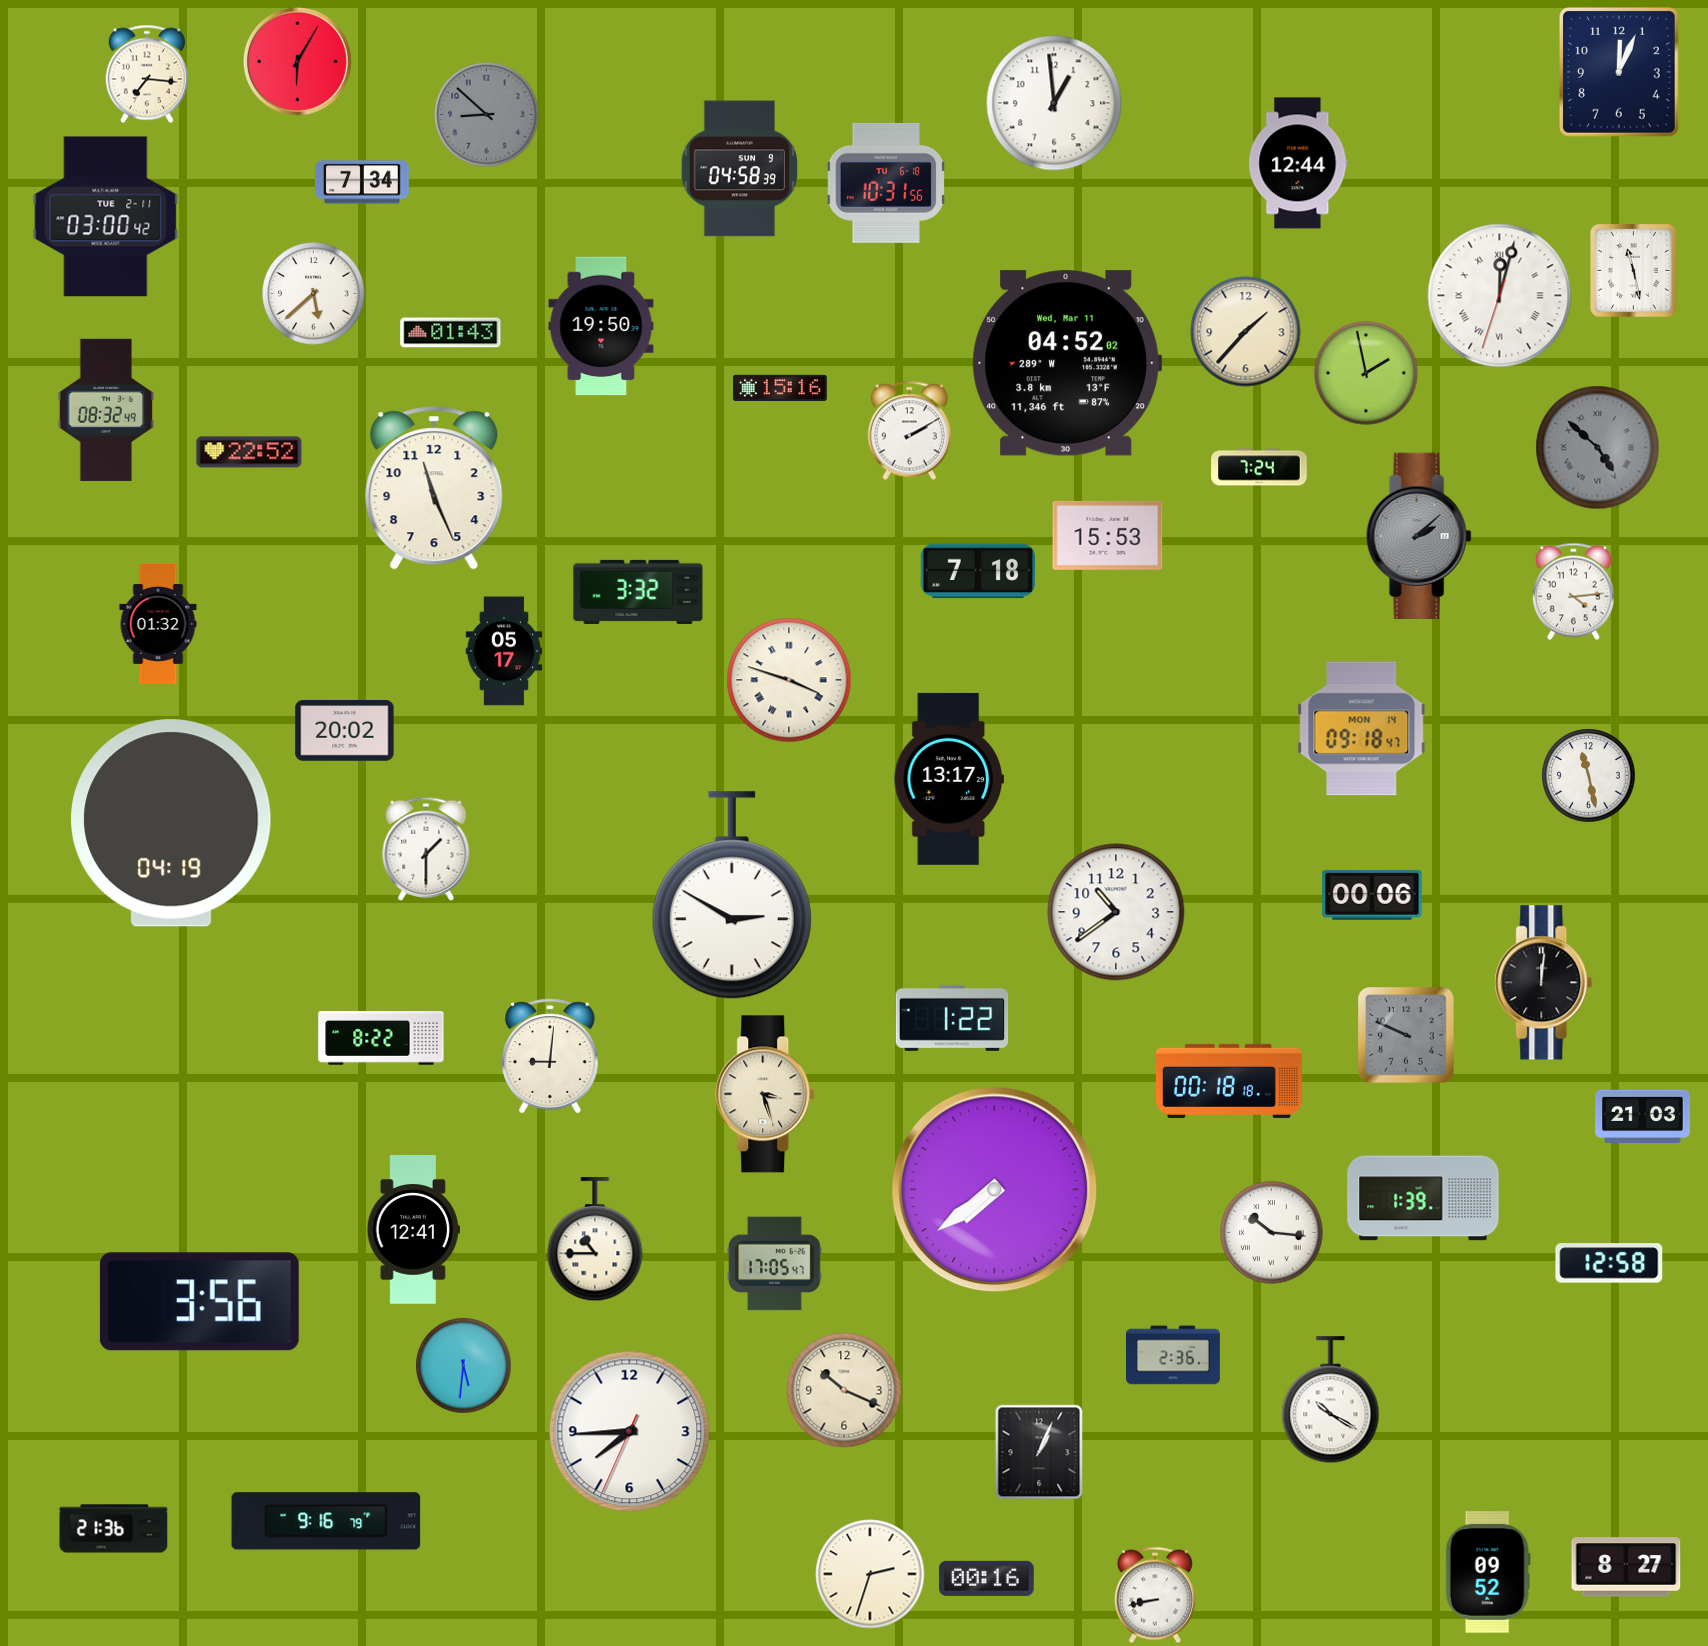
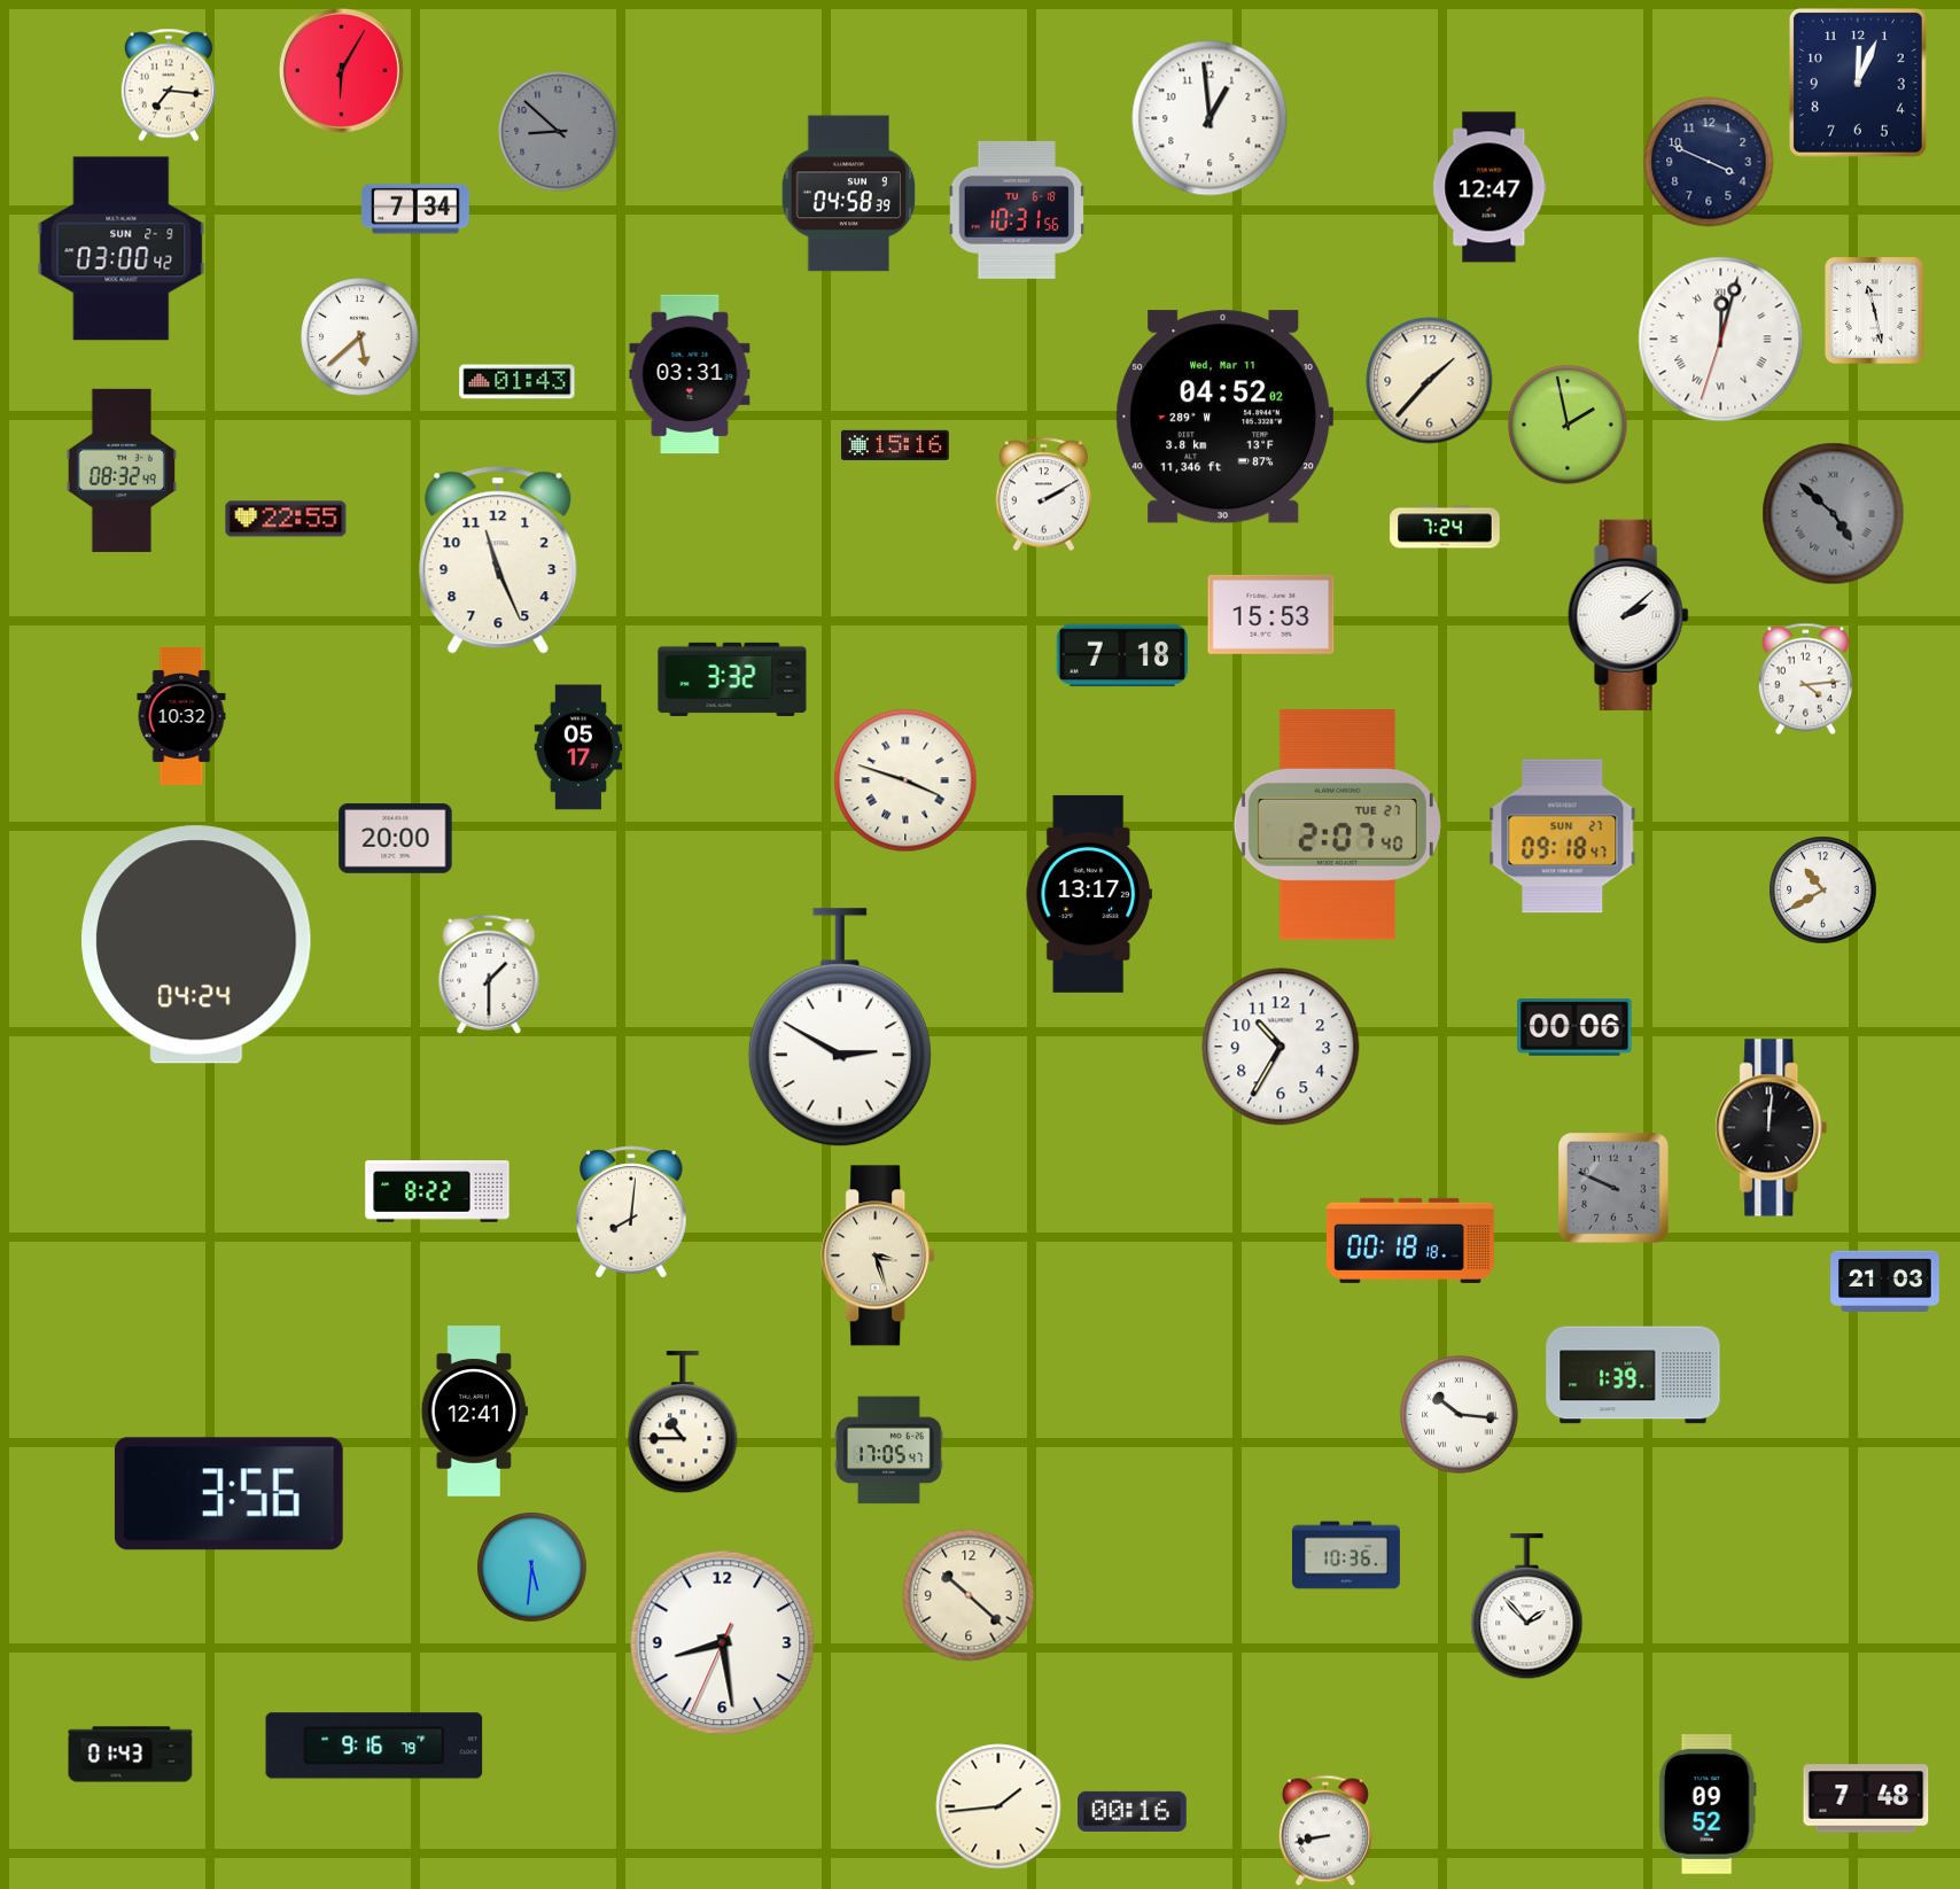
clock at (1709, 162): none -> 3:49
clock at (1298, 163): 12:44 -> 12:47
clock at (106, 217) date: TUE 2-11 -> SUN 2-9
clock at (601, 326): 19:50 -> 03:31
clock at (1366, 373) position: (1366, 373) -> (1568, 425)
clock at (249, 452): 22:52 -> 22:55
clock at (1259, 467) position: (1259, 467) -> (1445, 527)
clock at (1419, 536) dial: grey -> white
clock at (158, 625): 01:32 -> 10:32
clock at (1337, 825): none -> 2:07
clock at (1362, 729) date: MON 14 -> SUN 27
clock at (345, 731): 20:02 -> 20:00
clock at (1589, 776): 11:28 -> 10:40
clock at (171, 823): 04:19 -> 04:24
clock at (1116, 912): 10:39 -> 10:35
clock at (952, 1018): 1:22 -> none
clock at (550, 1056): 9:01 -> 8:01
clock at (995, 1190): 7:39 -> none
clock at (1609, 1263): 12:58 -> none
clock at (1174, 1355): 2:36 -> 10:36
clock at (844, 1390): 10:19 -> 10:22
clock at (1331, 1400): 10:20 -> 1:53
clock at (630, 1432): 7:44 -> 8:28
clock at (1039, 1452): 1:04 -> none
clock at (114, 1529): 21:36 -> 01:43
clock at (1626, 1567): 8:27 -> 7:48
clock at (870, 1574): 2:33 -> 1:44
